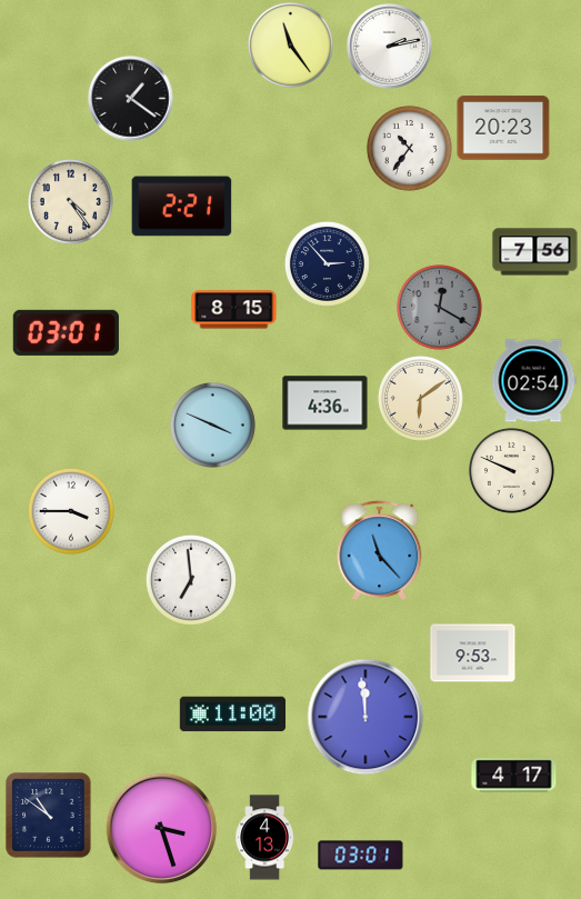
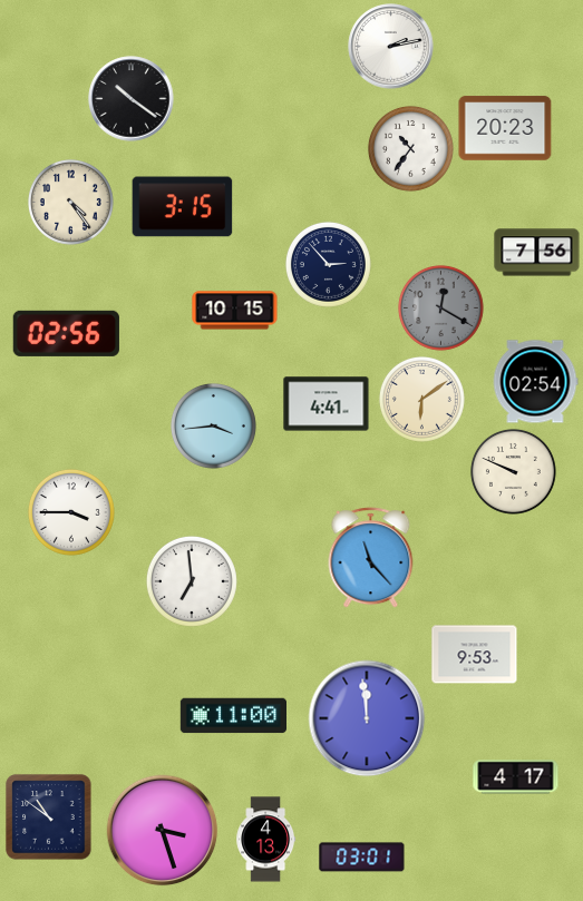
clock at (290, 44): 11:24 -> none
clock at (131, 99): 1:21 -> 10:21
clock at (182, 207): 2:21 -> 3:15
clock at (234, 310): 8:15 -> 10:15
clock at (66, 332): 03:01 -> 02:56
clock at (325, 403): 4:36 -> 4:41
clock at (212, 424): 3:49 -> 3:44
clock at (380, 551) position: (380, 551) -> (371, 558)
